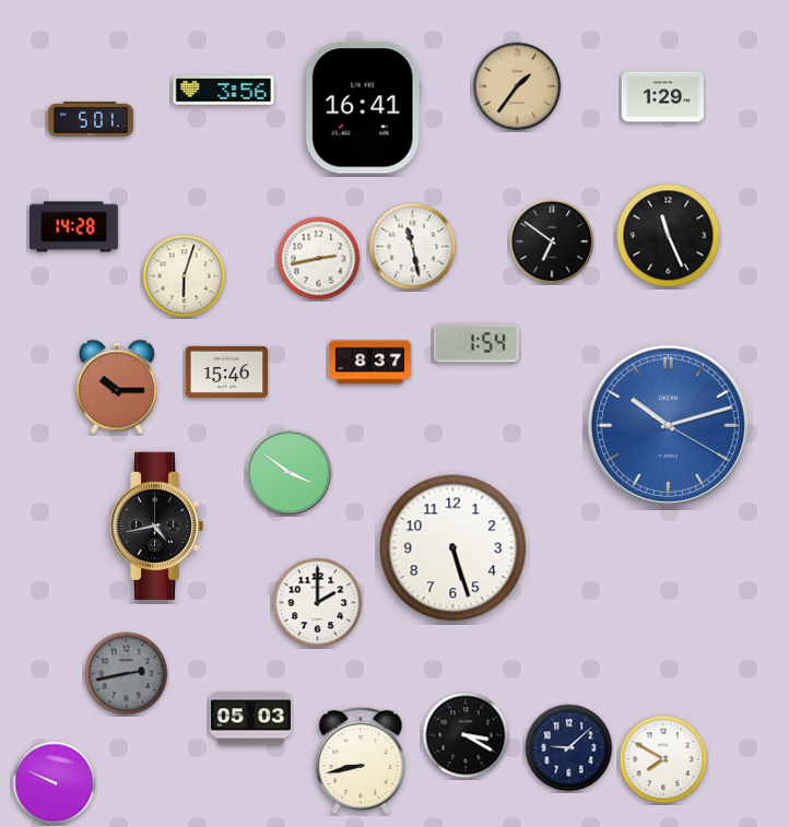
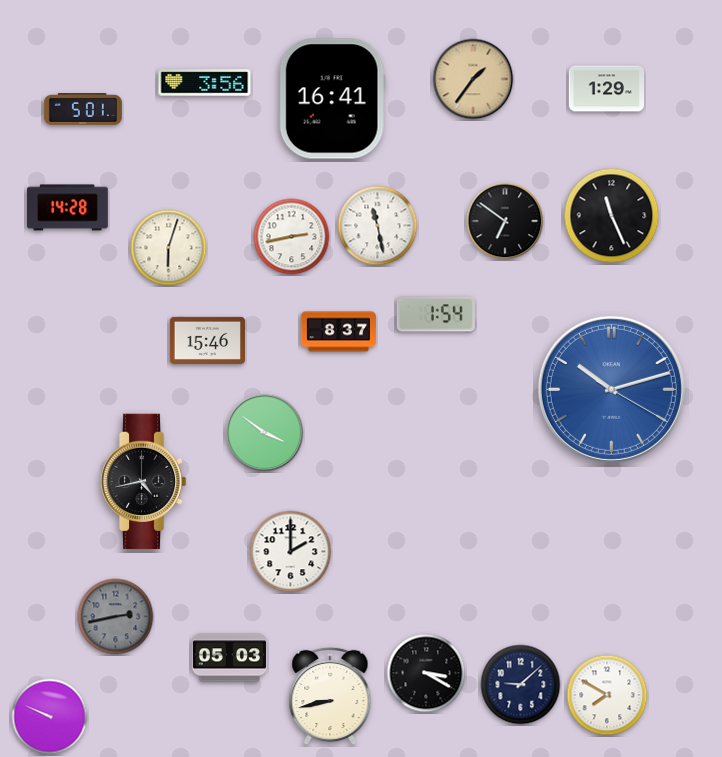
clock at (185, 276) position: (185, 276) -> (169, 248)
clock at (117, 387): 10:15 -> none
clock at (454, 548): 5:27 -> none
